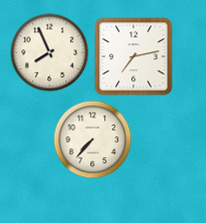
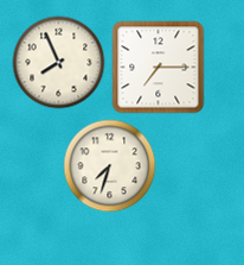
clock at (133, 56): 7:13 -> 7:15
clock at (92, 139): 7:37 -> 7:33
